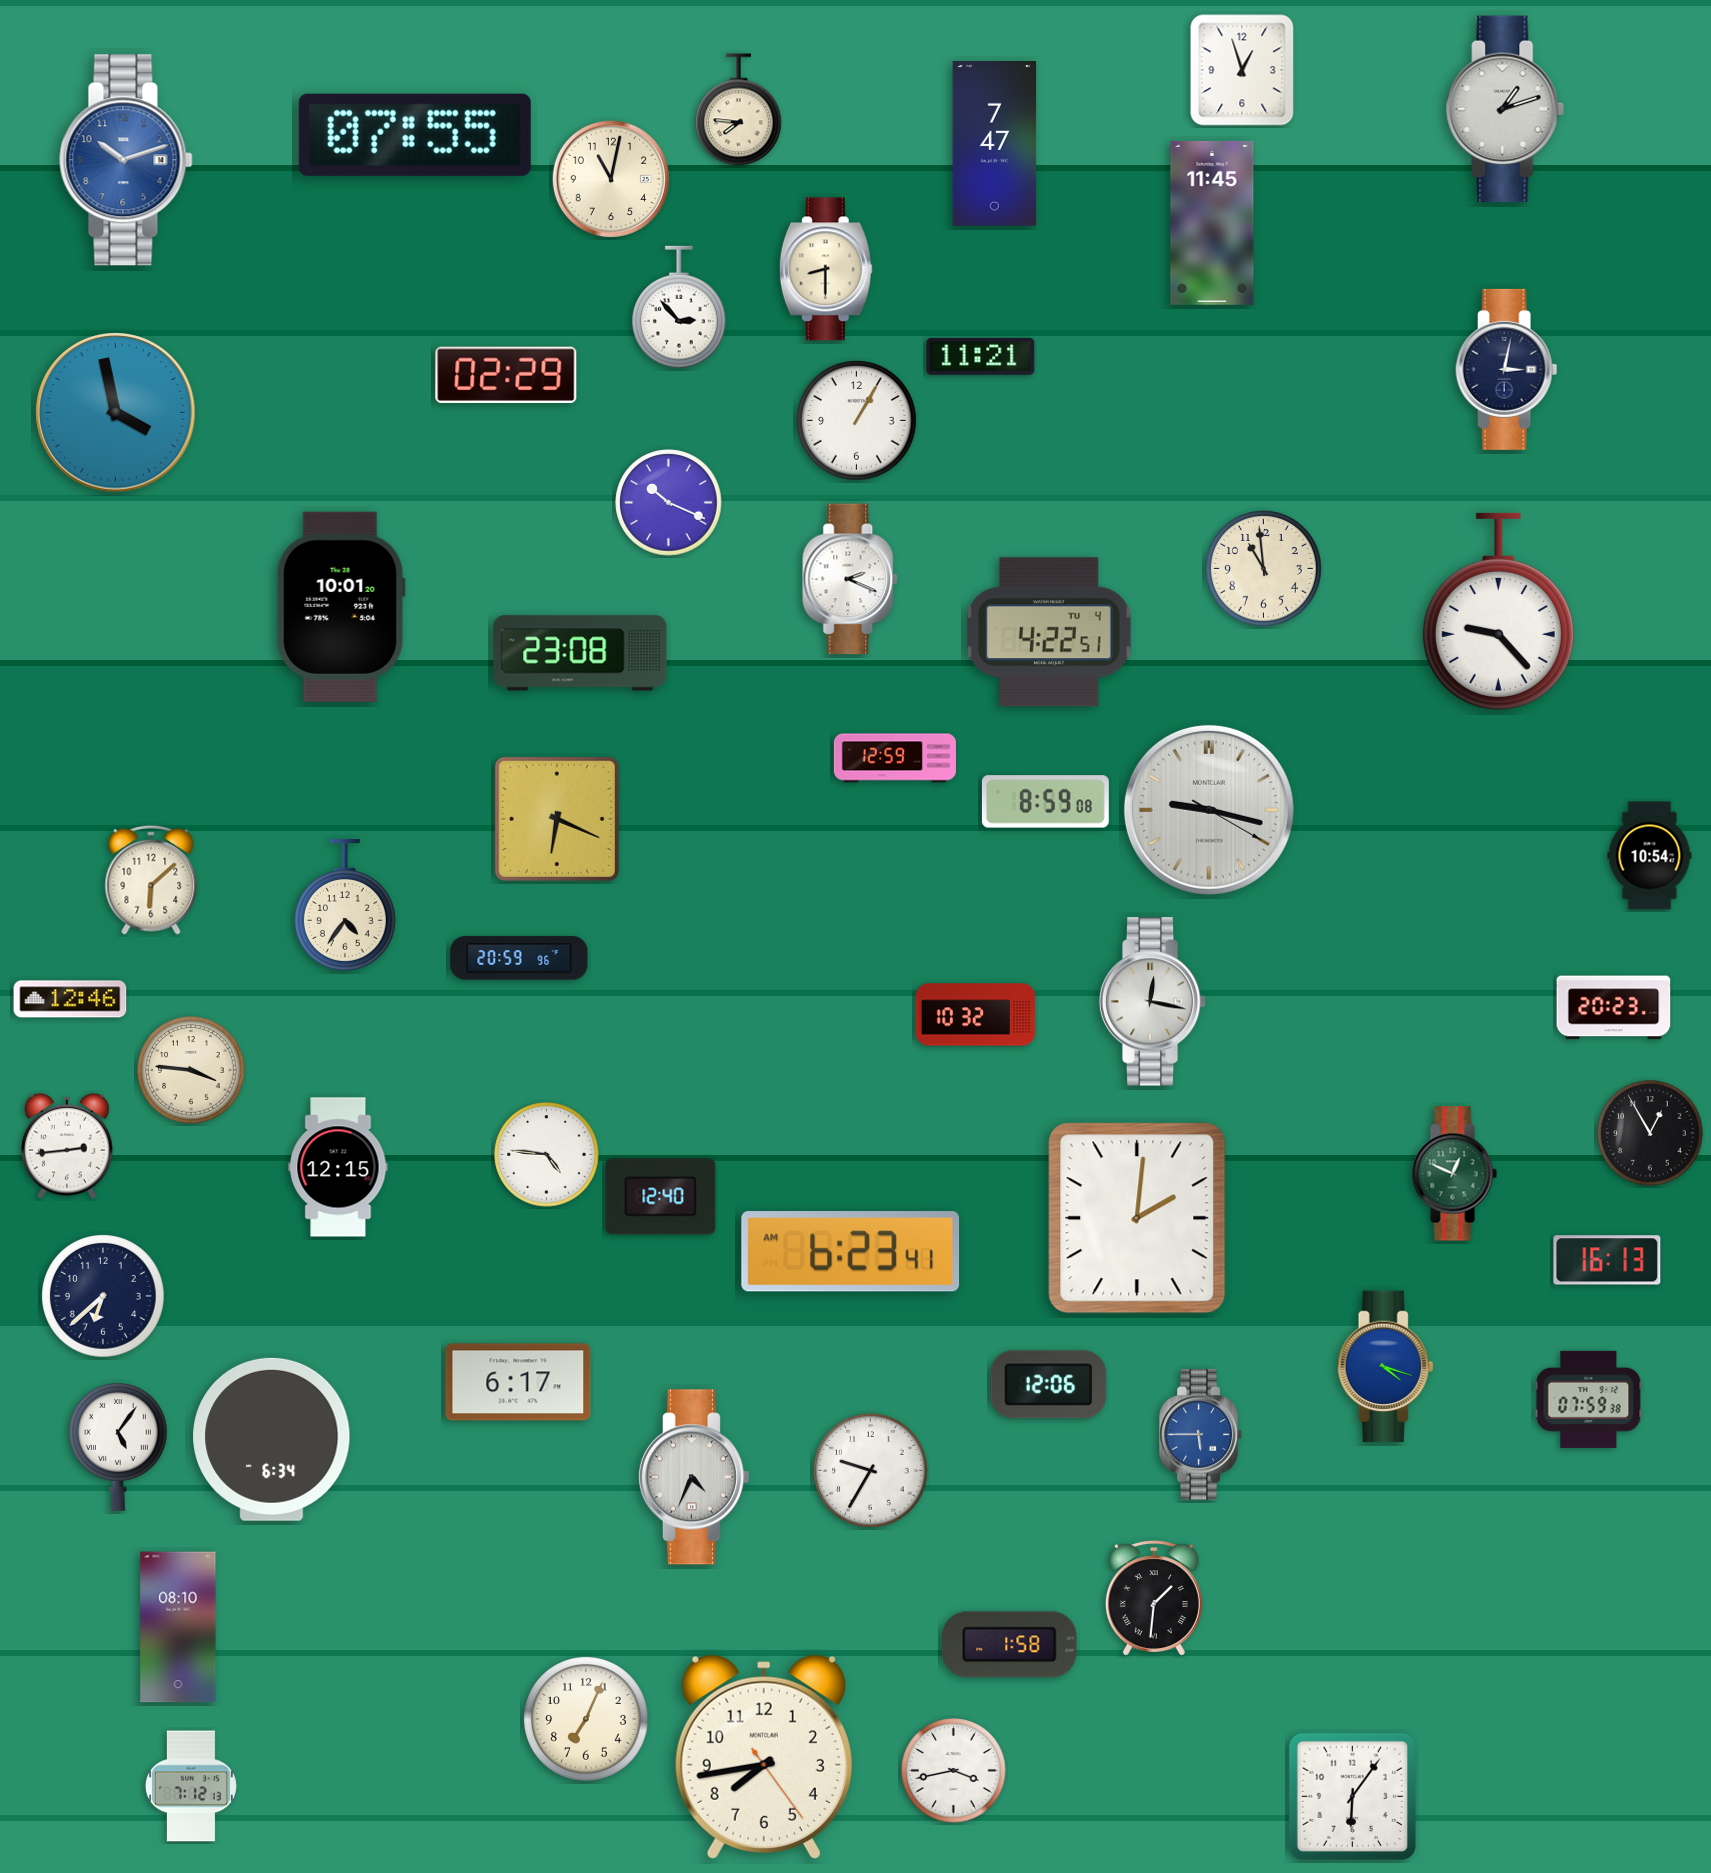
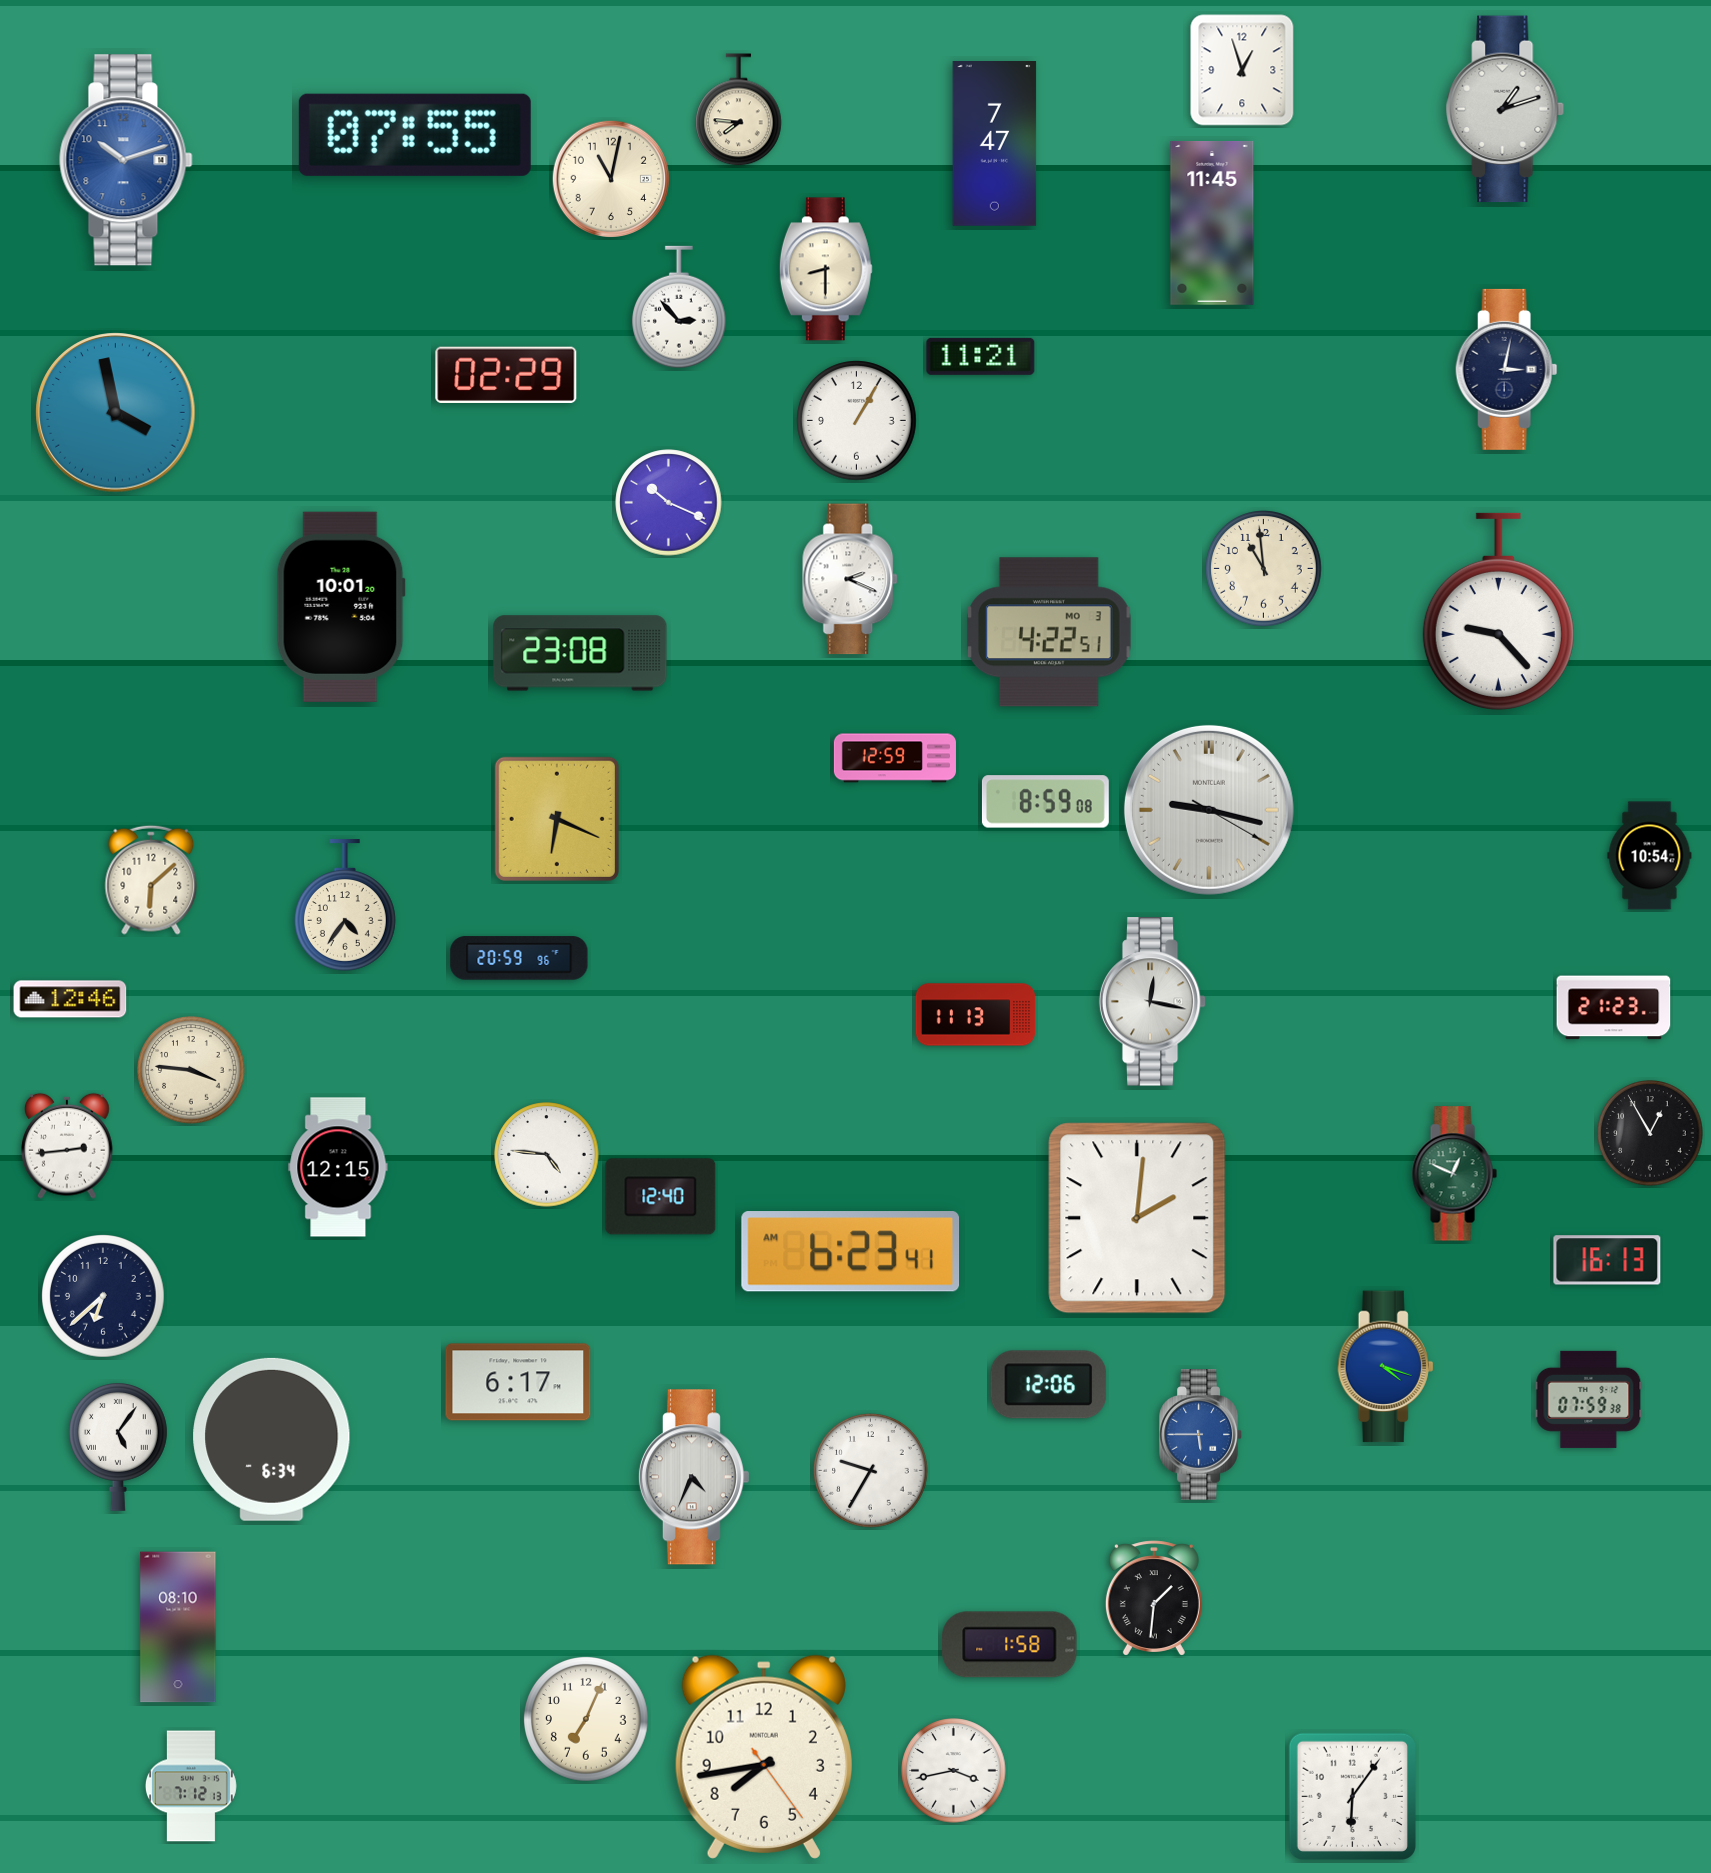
clock at (1050, 632) date: TU 4 -> MO 3
clock at (1614, 1008): 20:23 -> 21:23
clock at (976, 1015): 10:32 -> 11:13
